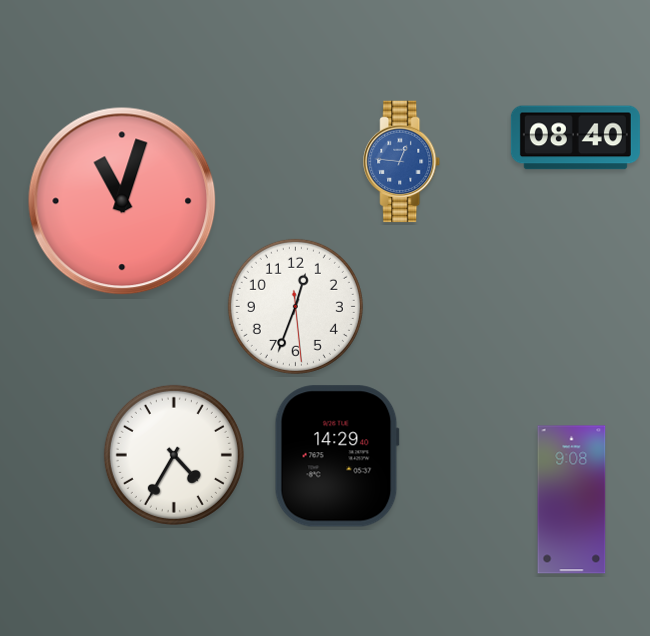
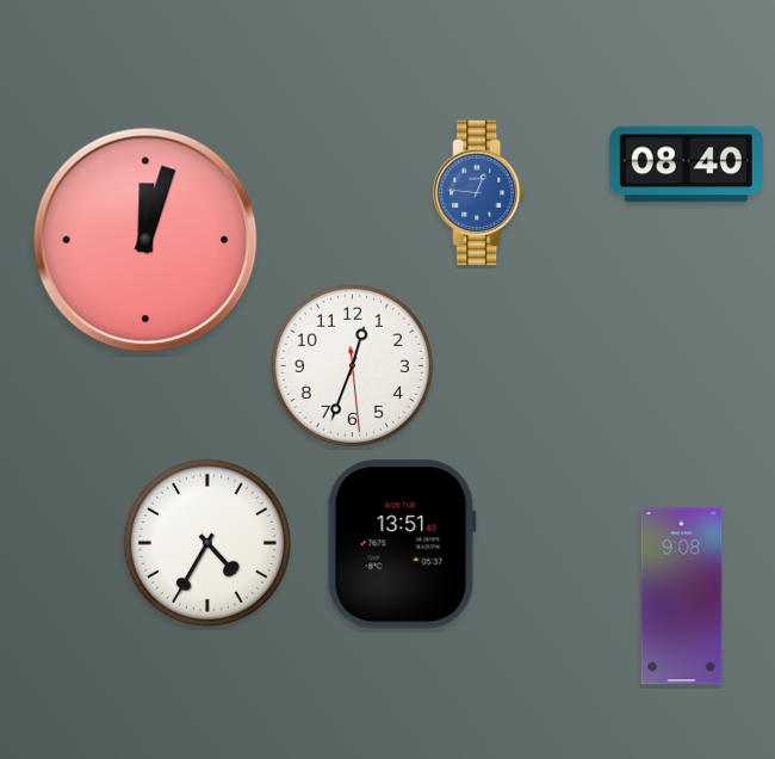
clock at (122, 201): 11:03 -> 12:03
clock at (337, 456): 14:29 -> 13:51
